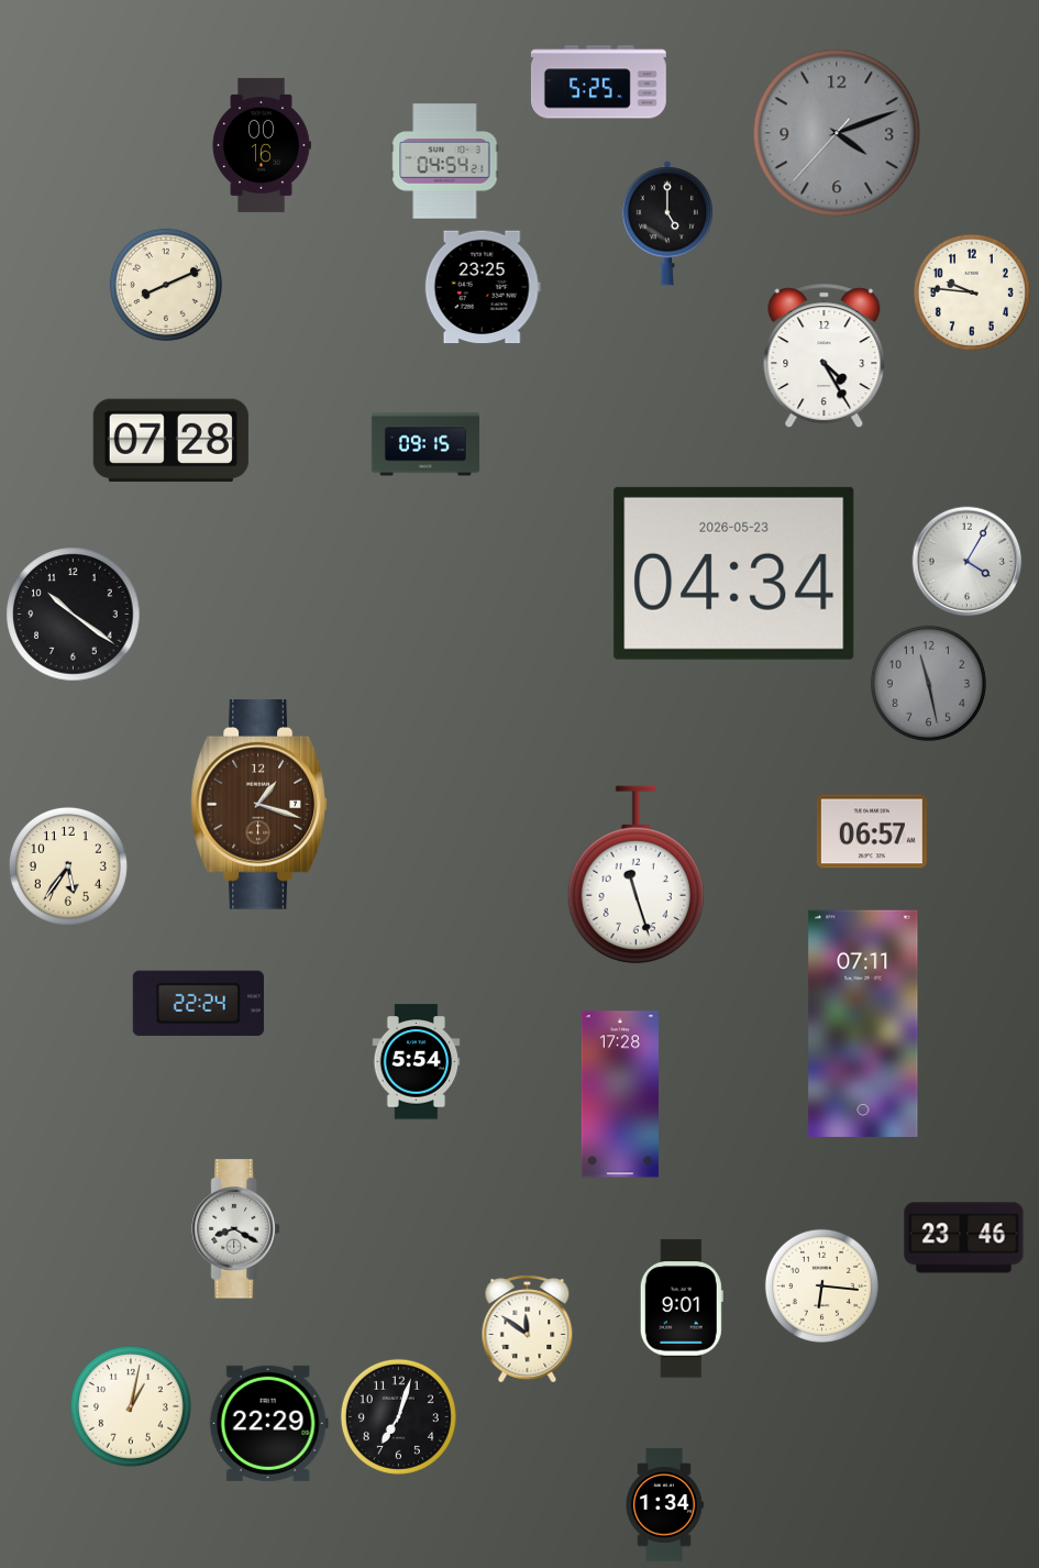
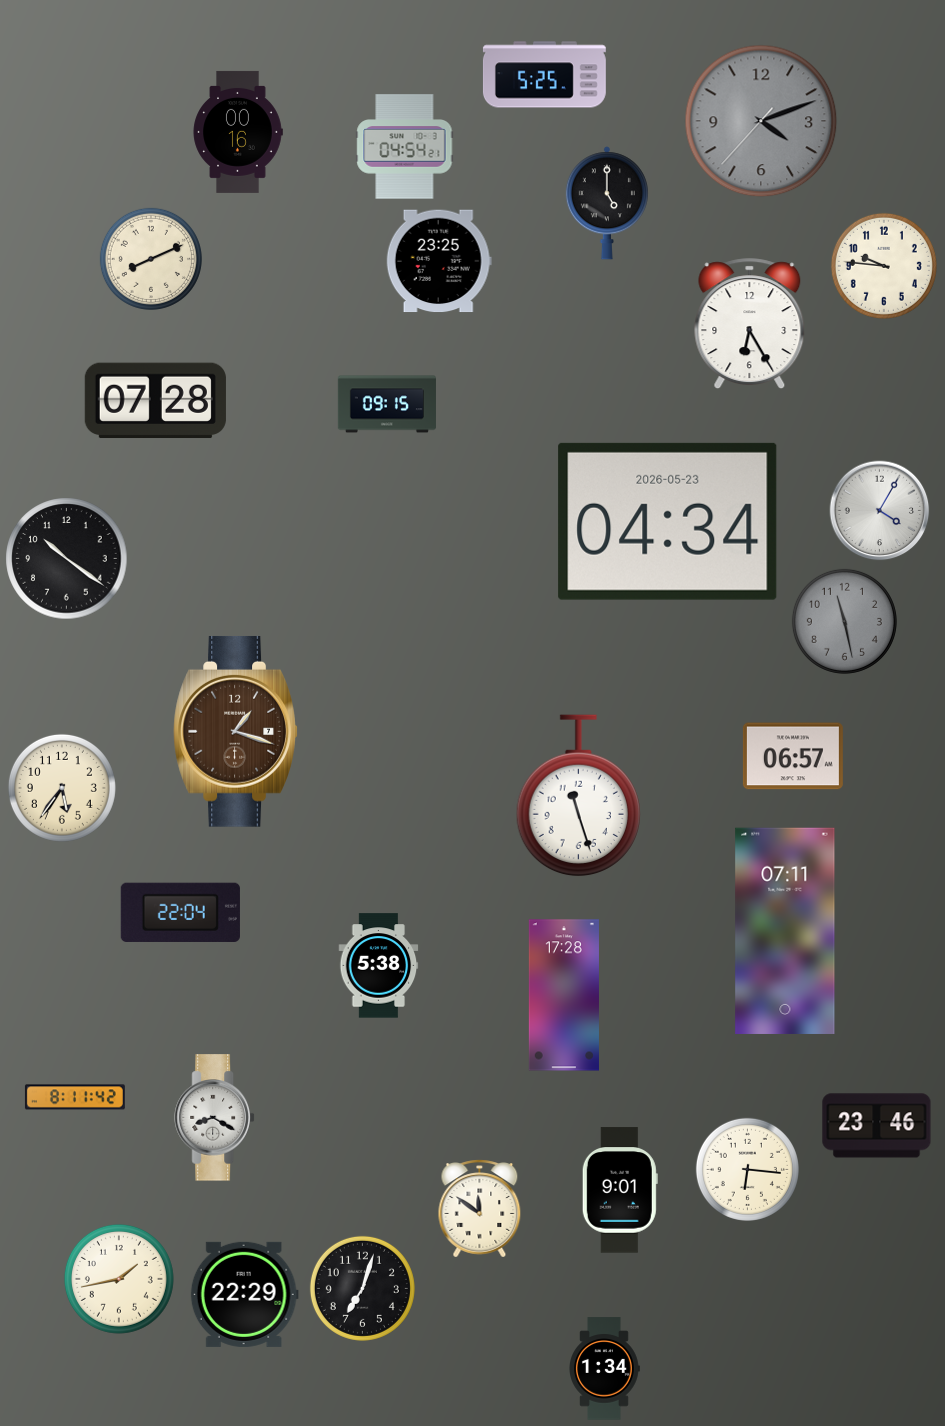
clock at (825, 356): 4:25 -> 6:25
clock at (198, 1003): 22:24 -> 22:04
clock at (417, 1062): 5:54 -> 5:38
clock at (75, 1097): none -> 8:11
clock at (131, 1406): 1:02 -> 1:43
